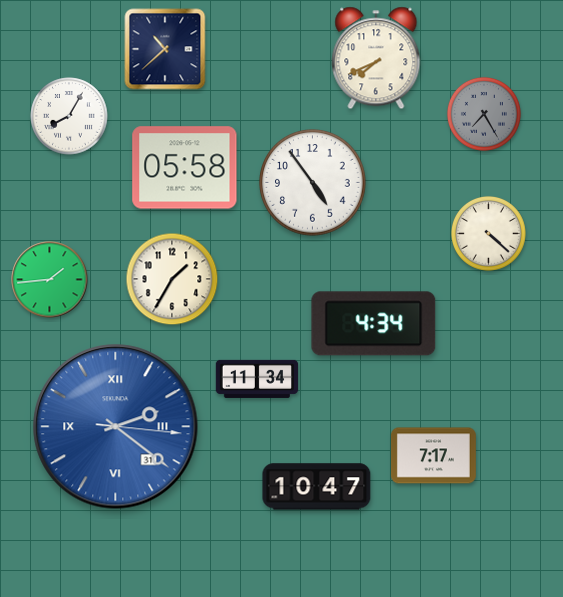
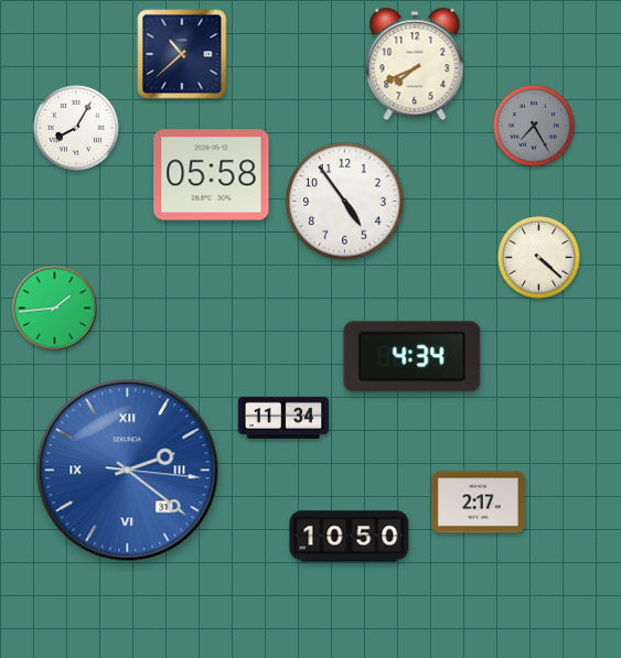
clock at (185, 168) position: (185, 168) -> (212, 175)
clock at (172, 279): 1:35 -> none
clock at (433, 456): 7:17 -> 2:17
clock at (317, 487): 10:47 -> 10:50
